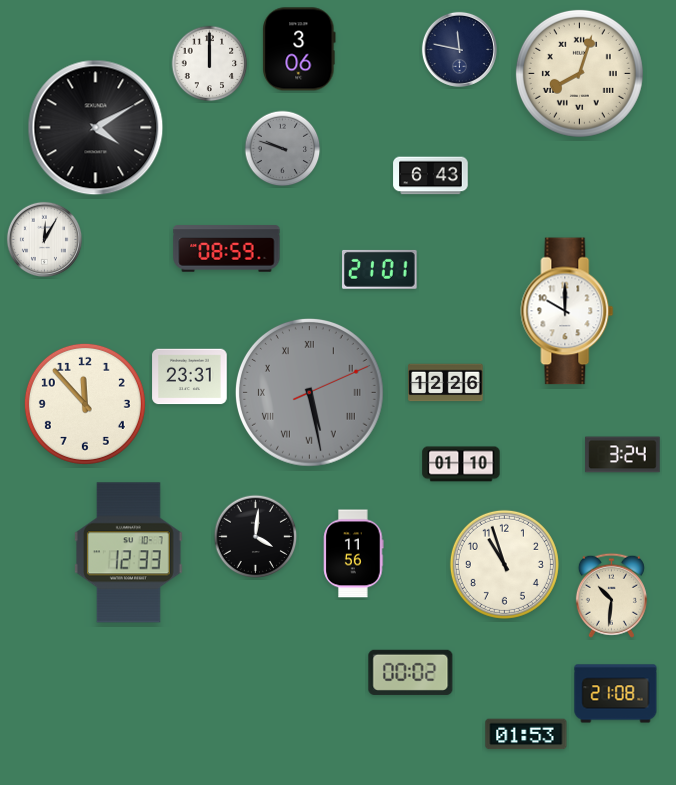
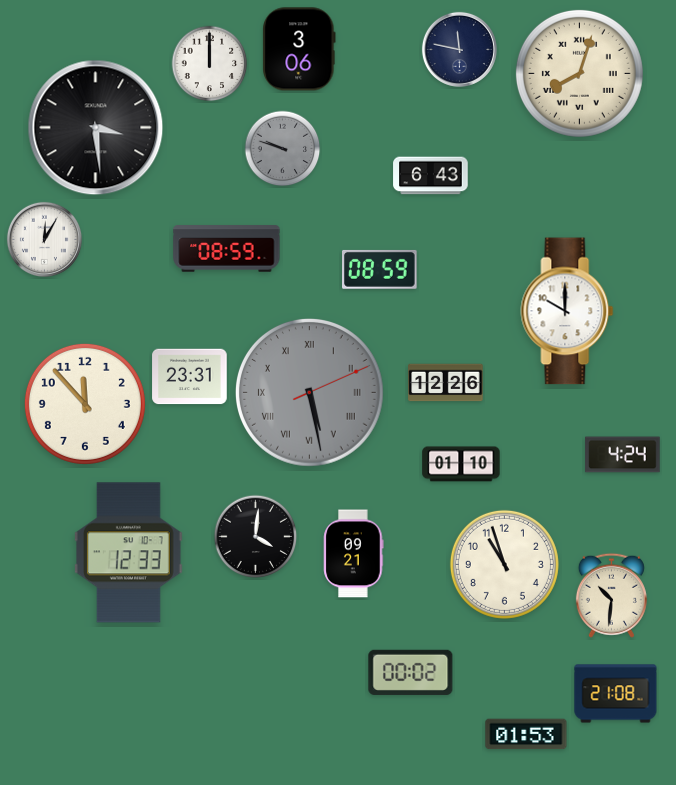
clock at (96, 128): 4:10 -> 3:29
clock at (380, 269): 21:01 -> 08:59
clock at (623, 455): 3:24 -> 4:24
clock at (354, 554): 11:56 -> 09:21
